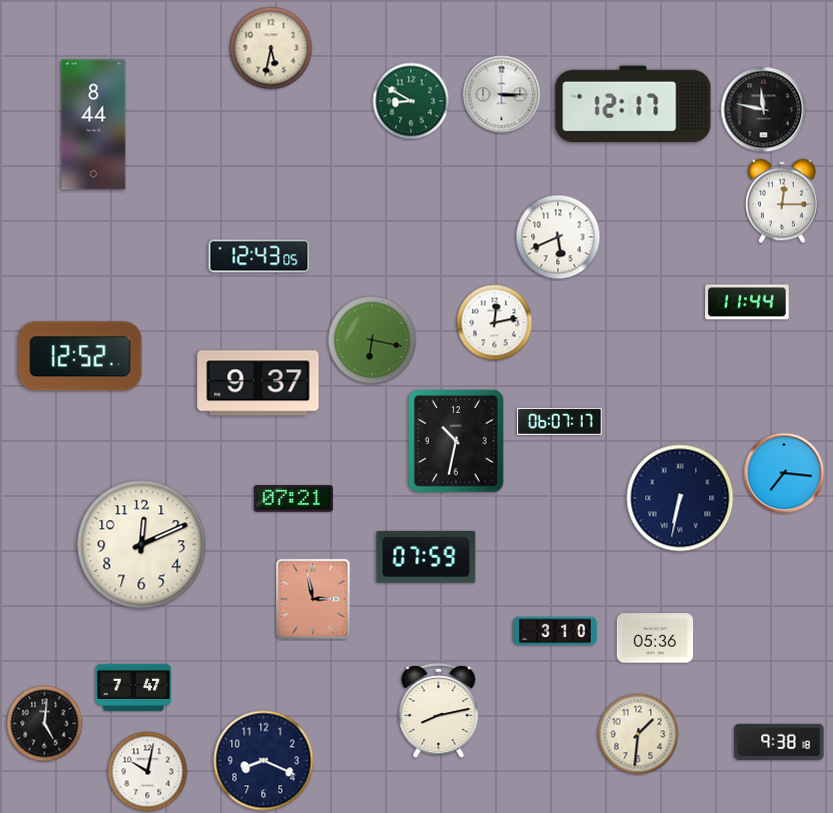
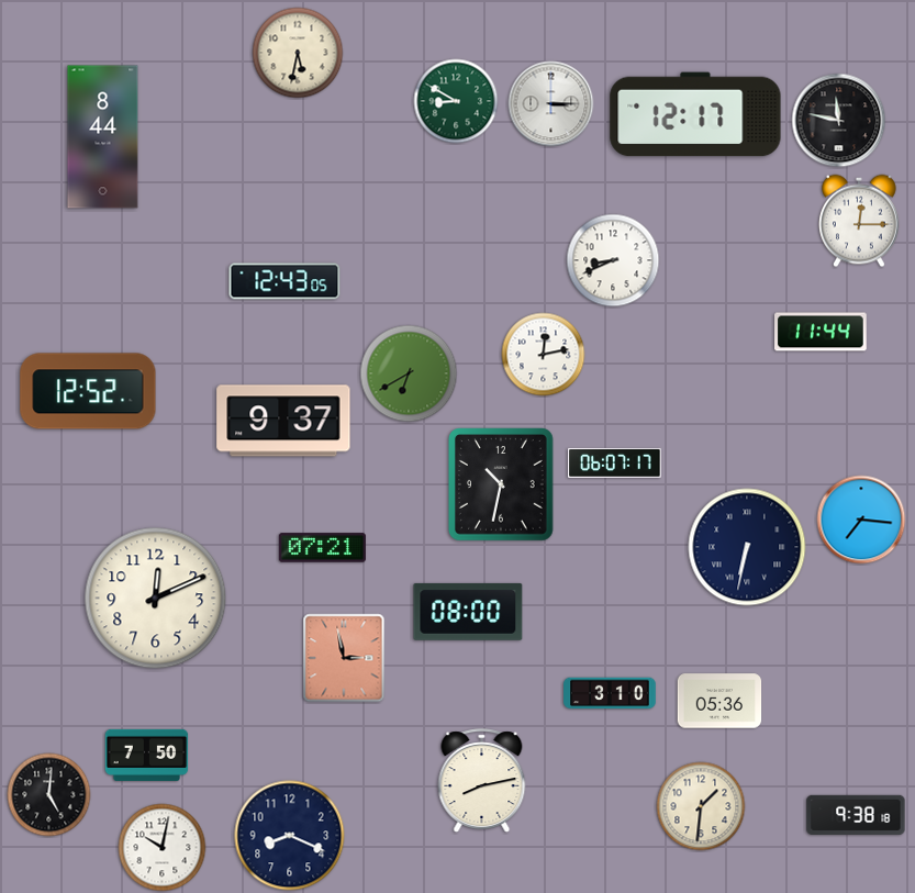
clock at (411, 101) position: (411, 101) -> (456, 101)
clock at (558, 237): 5:41 -> 8:41
clock at (372, 340): 6:17 -> 6:40
clock at (426, 557): 07:59 -> 08:00
clock at (134, 687): 7:47 -> 7:50
